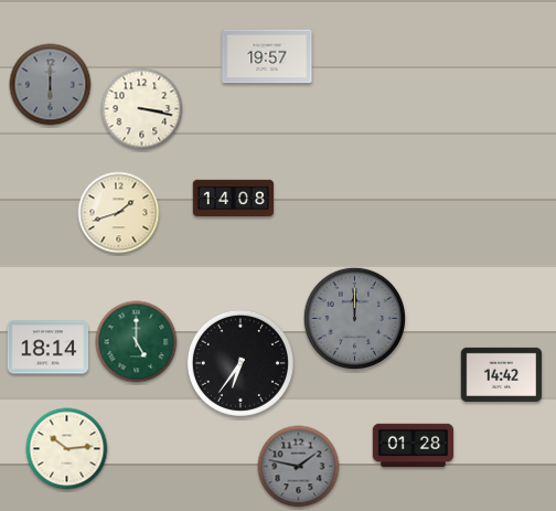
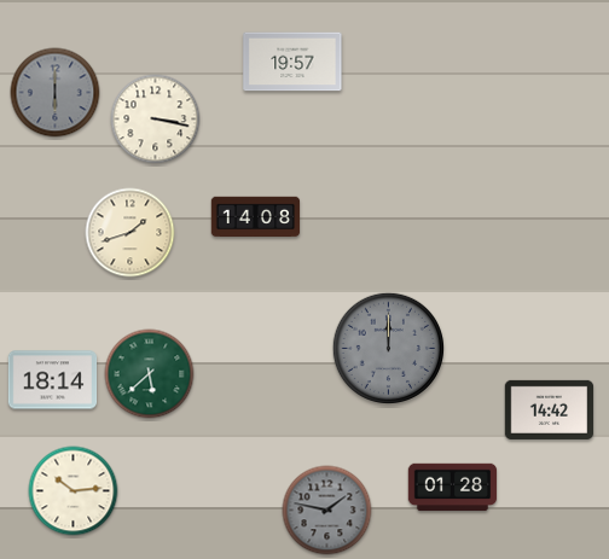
clock at (137, 342): 5:00 -> 5:38
clock at (240, 363): 6:36 -> none
